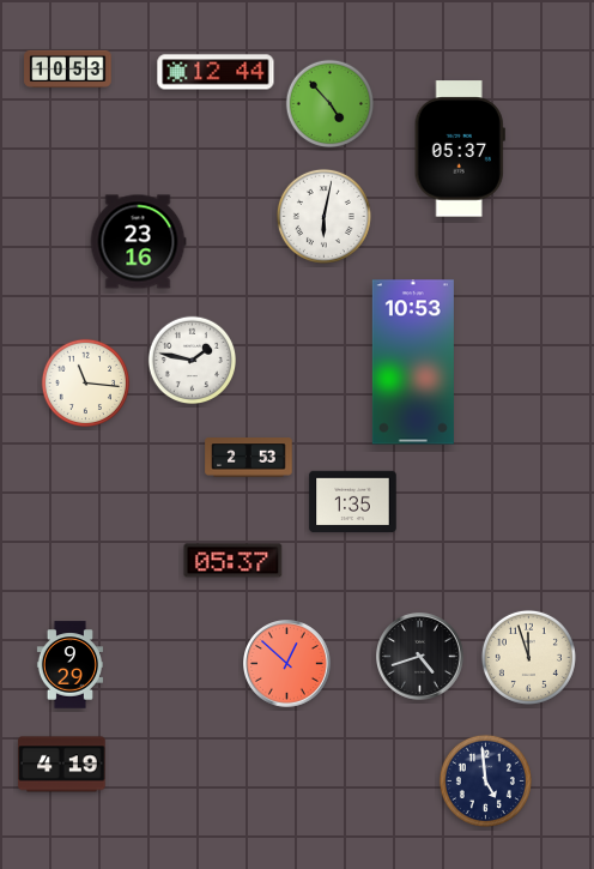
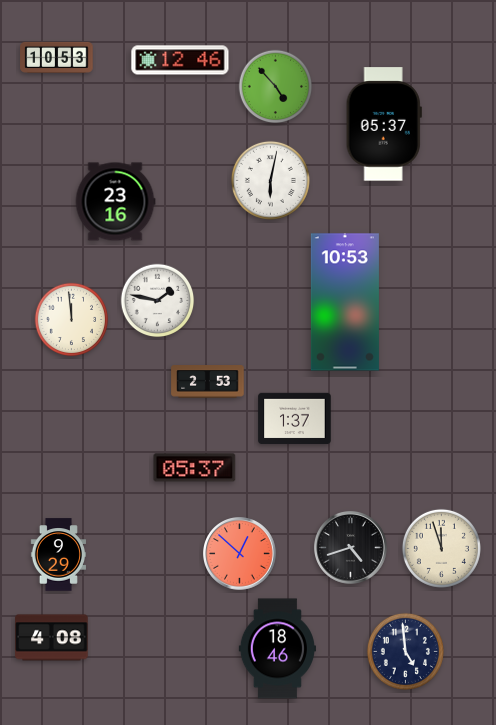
clock at (216, 72): 12:44 -> 12:46
clock at (193, 361) position: (193, 361) -> (158, 301)
clock at (86, 384): 11:16 -> 11:59
clock at (353, 502): 1:35 -> 1:37
clock at (62, 765): 4:19 -> 4:08
clock at (277, 649): none -> 18:46
